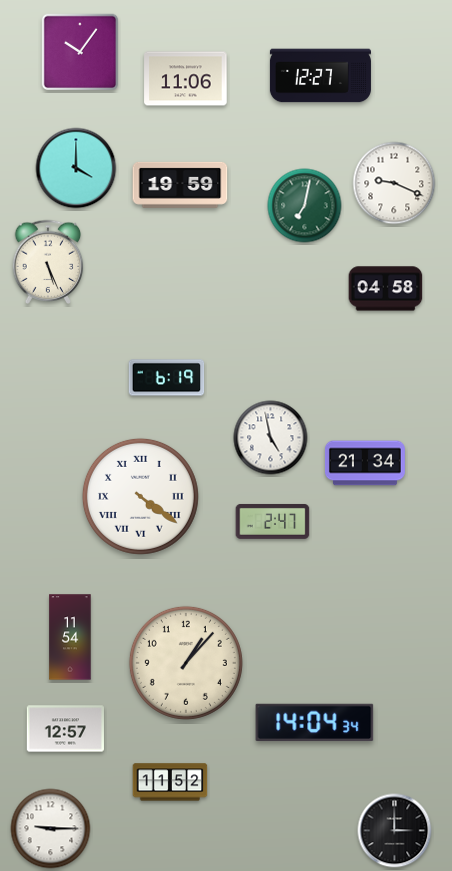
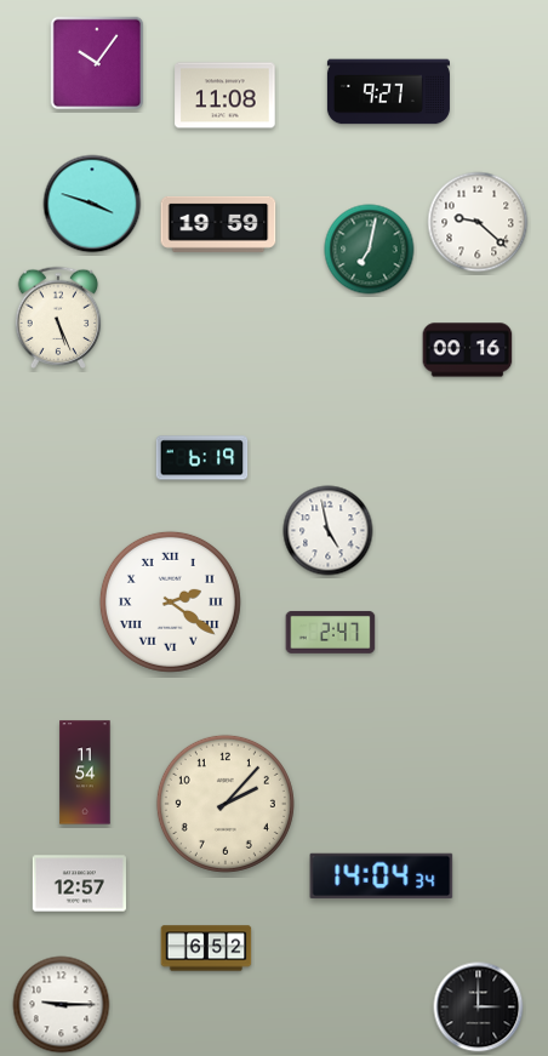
clock at (320, 76): 12:27 -> 9:27
clock at (186, 79): 11:06 -> 11:08
clock at (76, 168): 4:00 -> 3:48
clock at (394, 183): 9:19 -> 9:22
clock at (386, 289): 04:58 -> 00:16
clock at (365, 463): 21:34 -> none
clock at (140, 496): 4:21 -> 2:21
clock at (186, 663): 1:07 -> 2:07
clock at (170, 782): 11:52 -> 6:52
